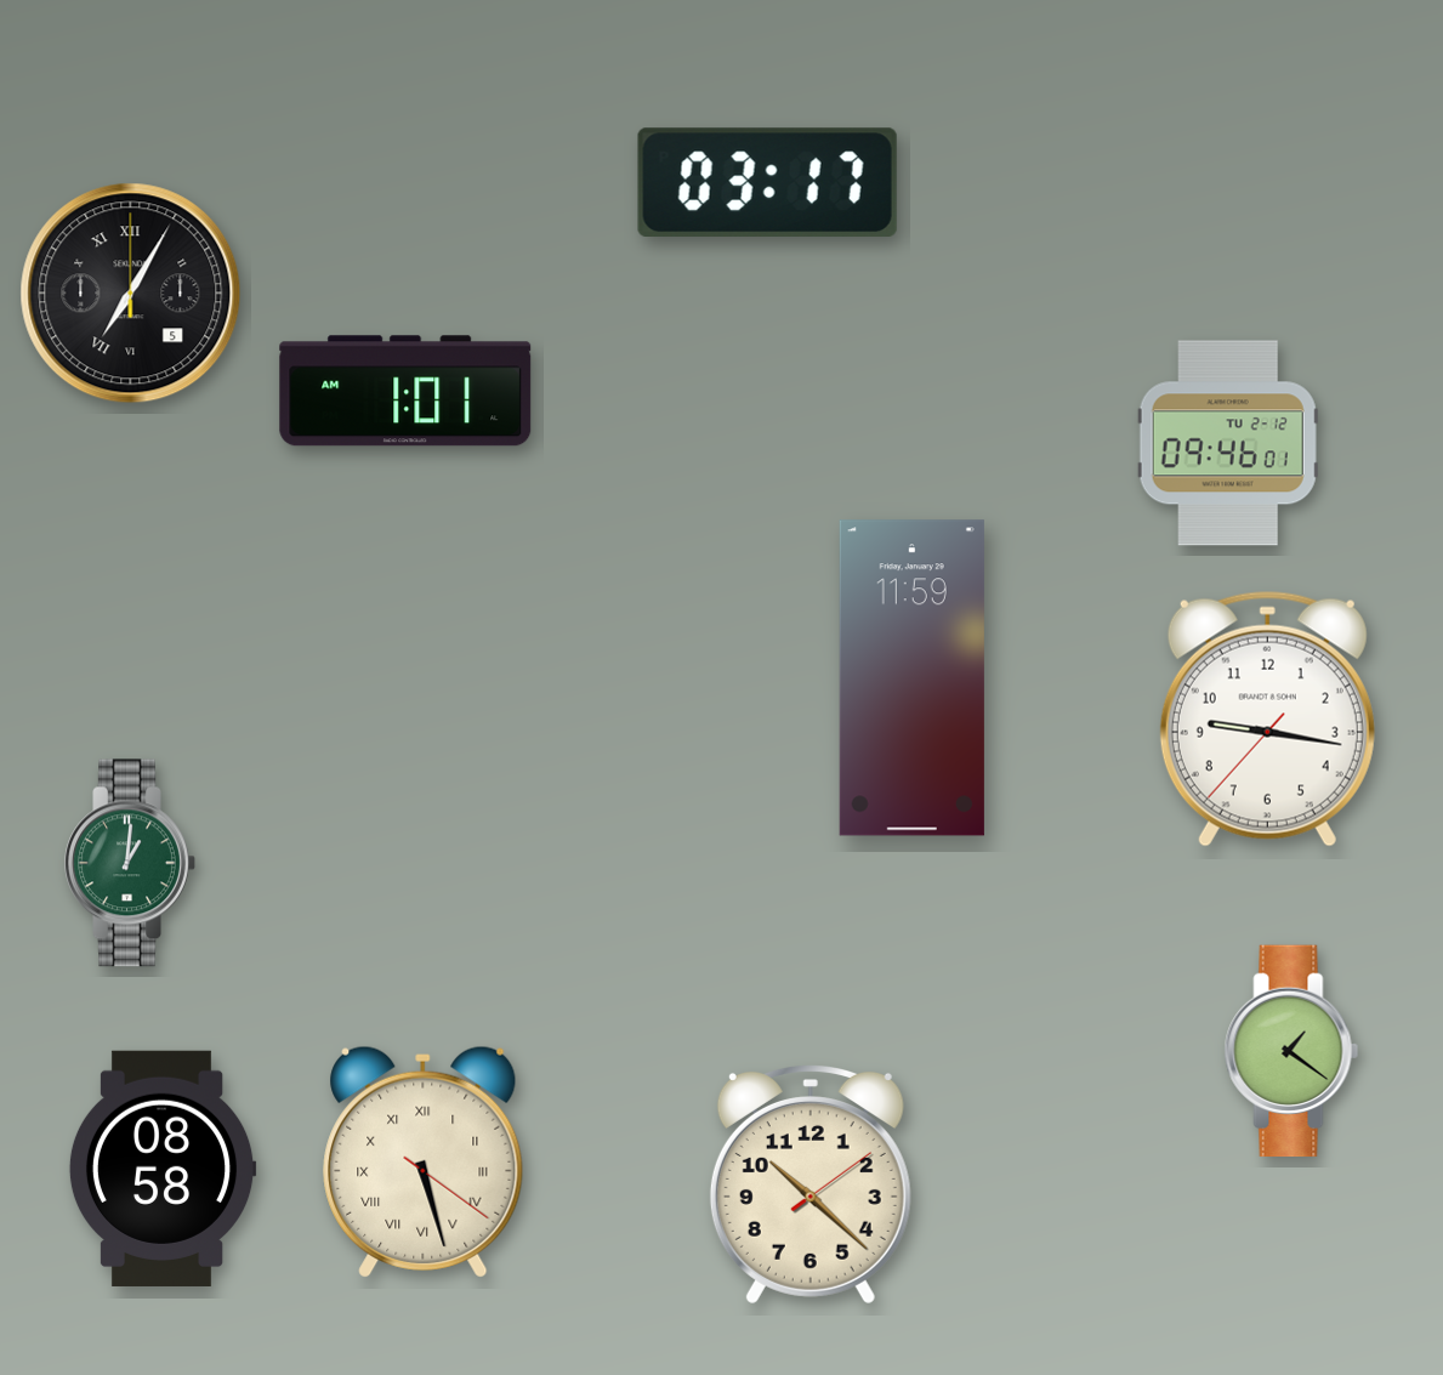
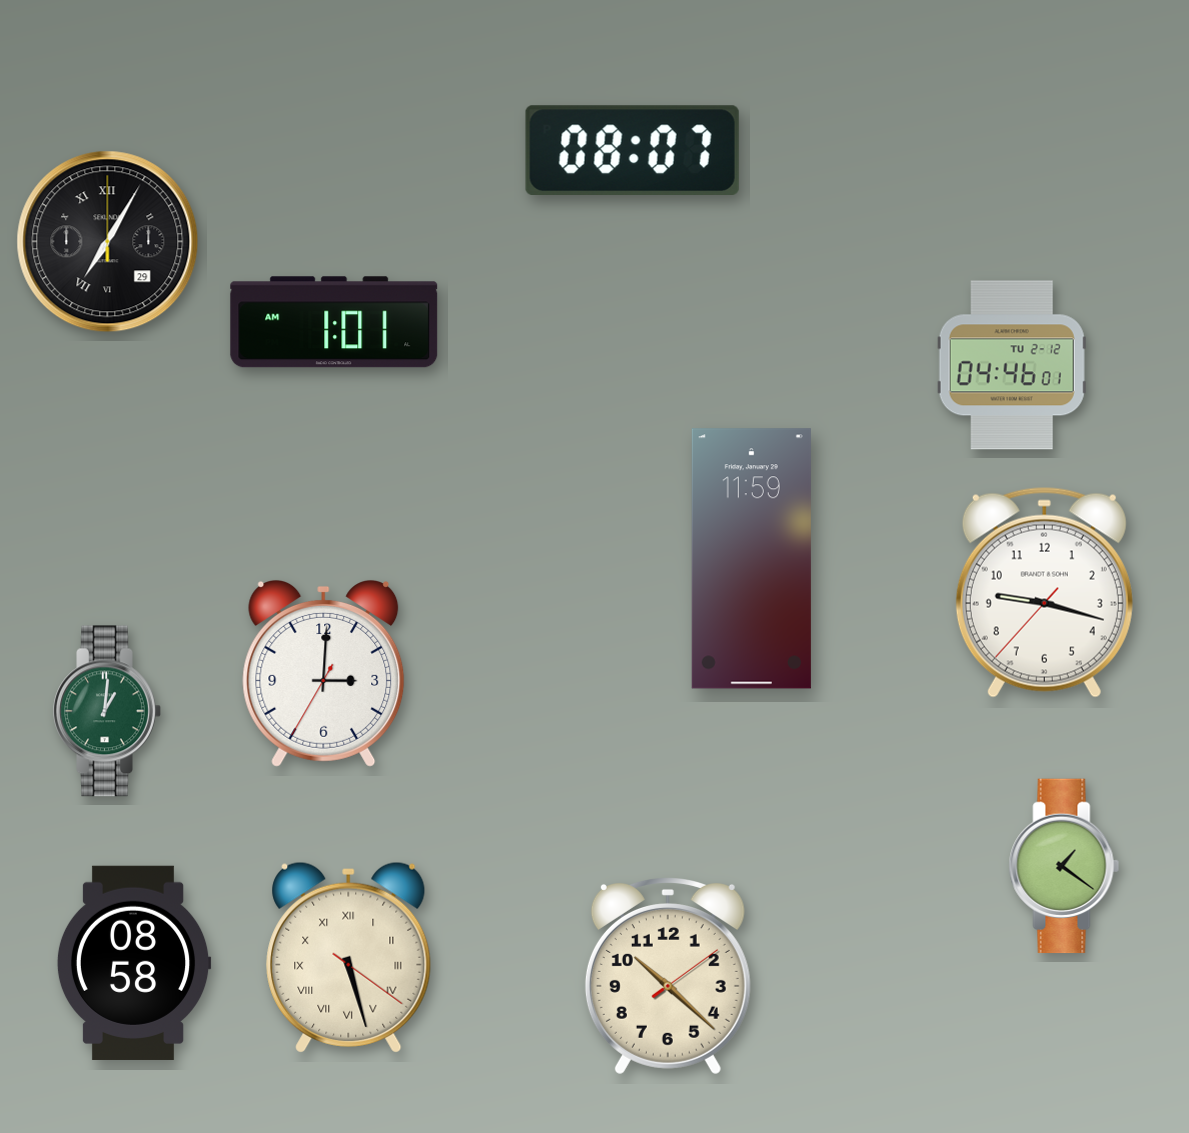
clock at (767, 182): 03:17 -> 08:07
clock at (131, 294) date: 5 -> 29
clock at (1228, 443): 09:46 -> 04:46
clock at (1267, 718): 9:16 -> 9:17
clock at (324, 673): none -> 3:00
